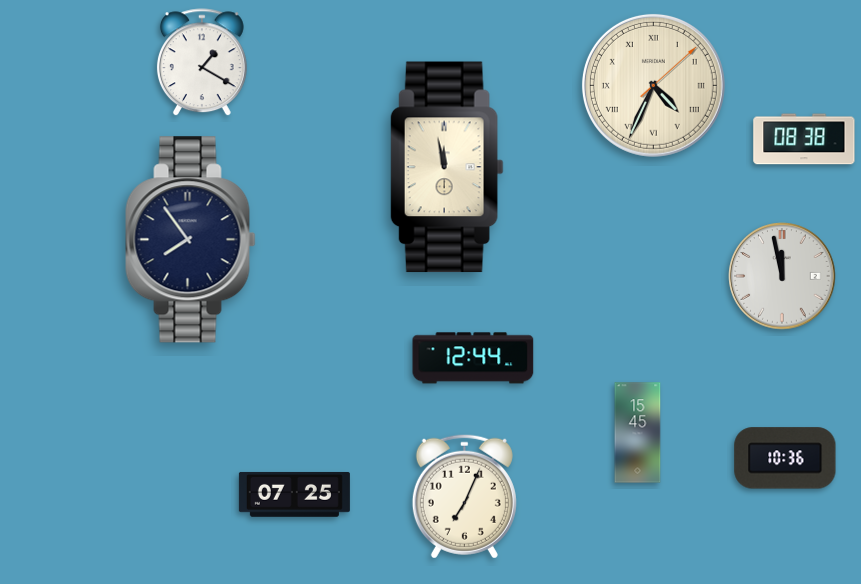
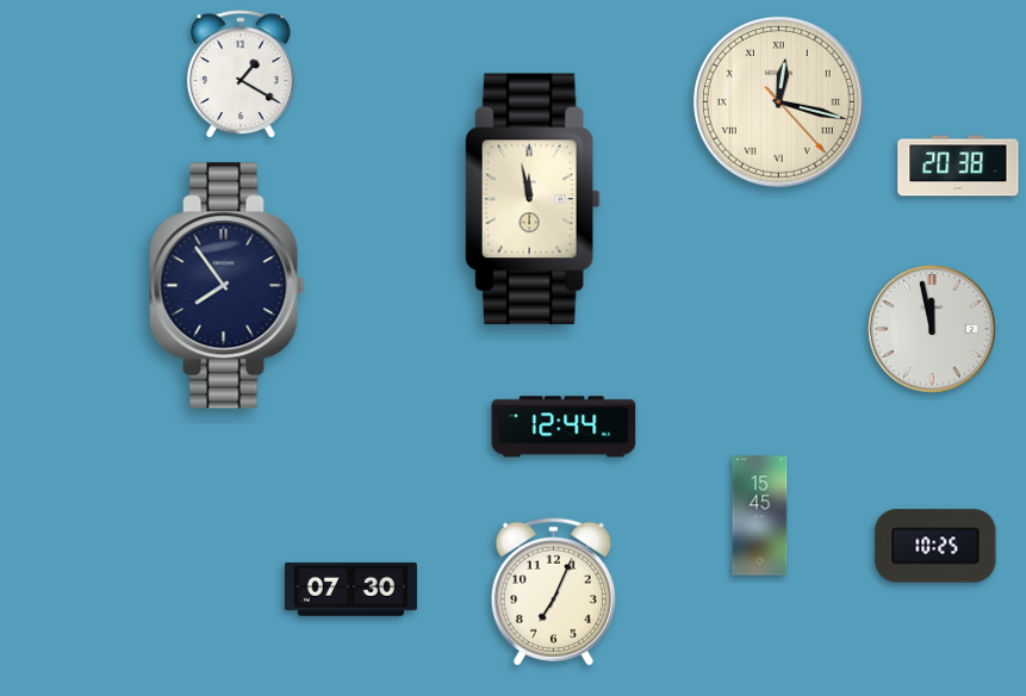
clock at (653, 85): 4:34 -> 12:17
clock at (804, 139): 08:38 -> 20:38
clock at (785, 458): 10:36 -> 10:25
clock at (294, 494): 07:25 -> 07:30
